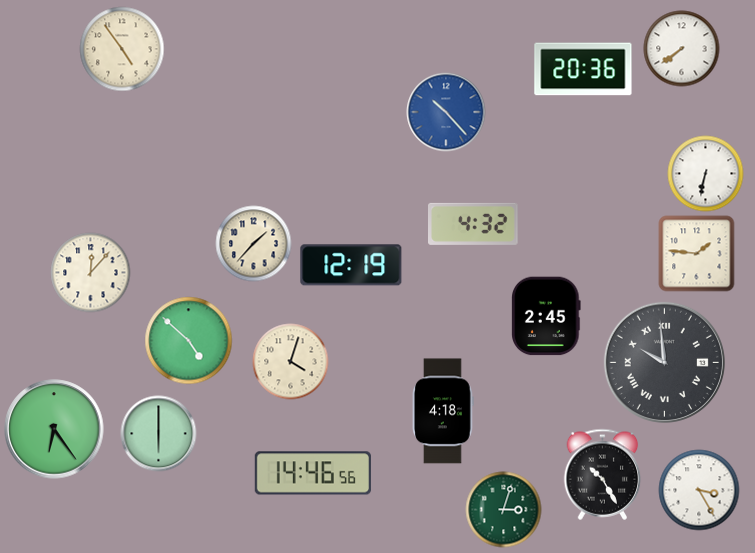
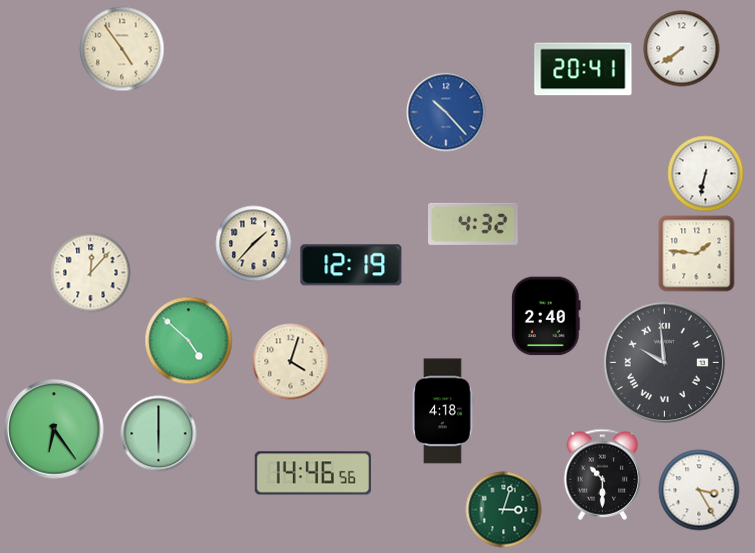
clock at (583, 69): 20:36 -> 20:41
clock at (546, 316): 2:45 -> 2:40
clock at (603, 474): 10:25 -> 10:30
